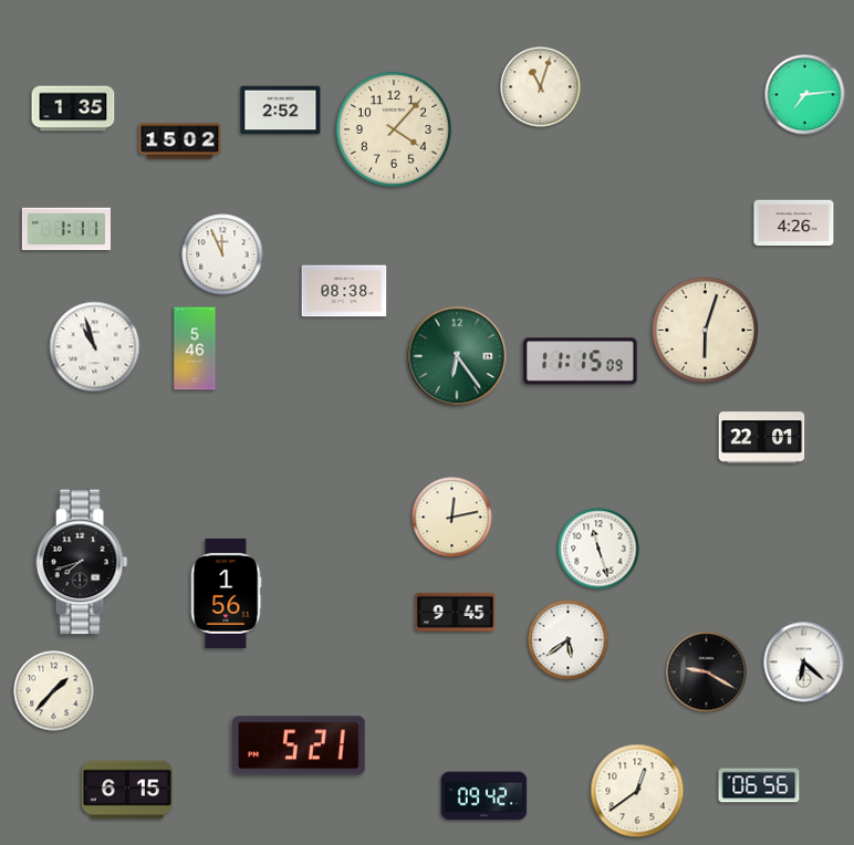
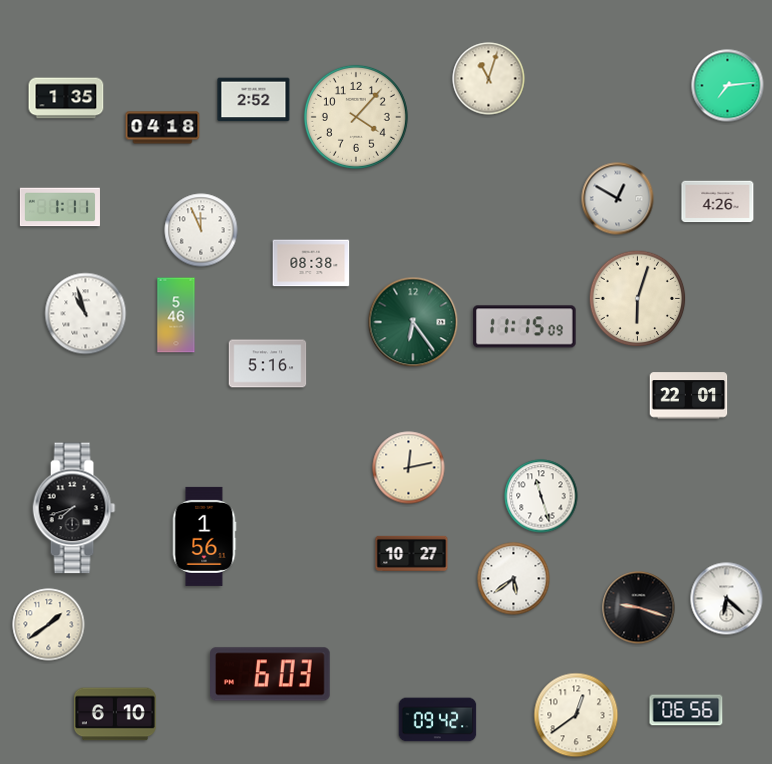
clock at (180, 142): 15:02 -> 04:18
clock at (618, 199): none -> 12:50
clock at (268, 364): none -> 5:16
clock at (456, 612): 9:45 -> 10:27
clock at (707, 672): 9:20 -> 9:18
clock at (54, 691): 1:37 -> 1:39
clock at (300, 745): 5:21 -> 6:03
clock at (127, 790): 6:15 -> 6:10
